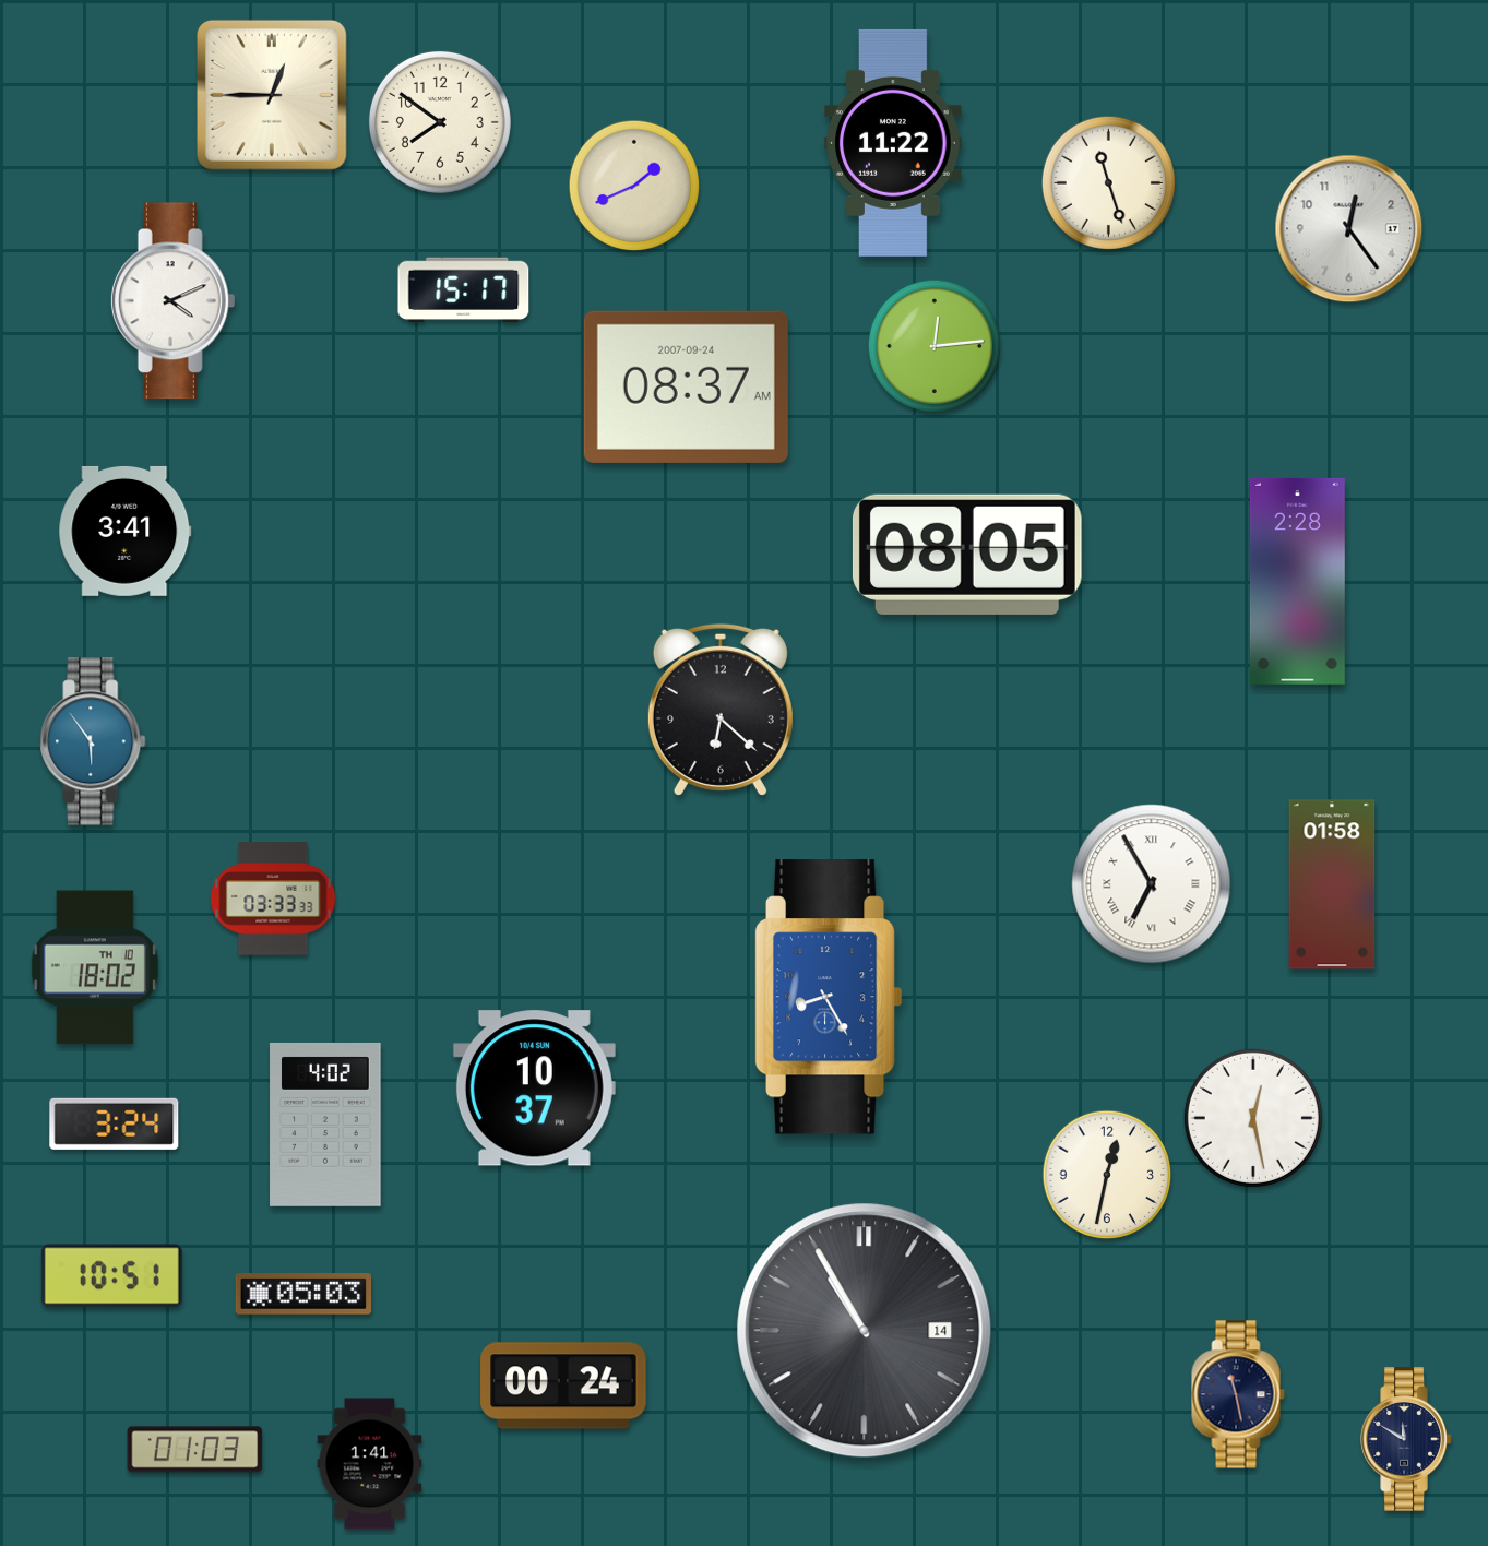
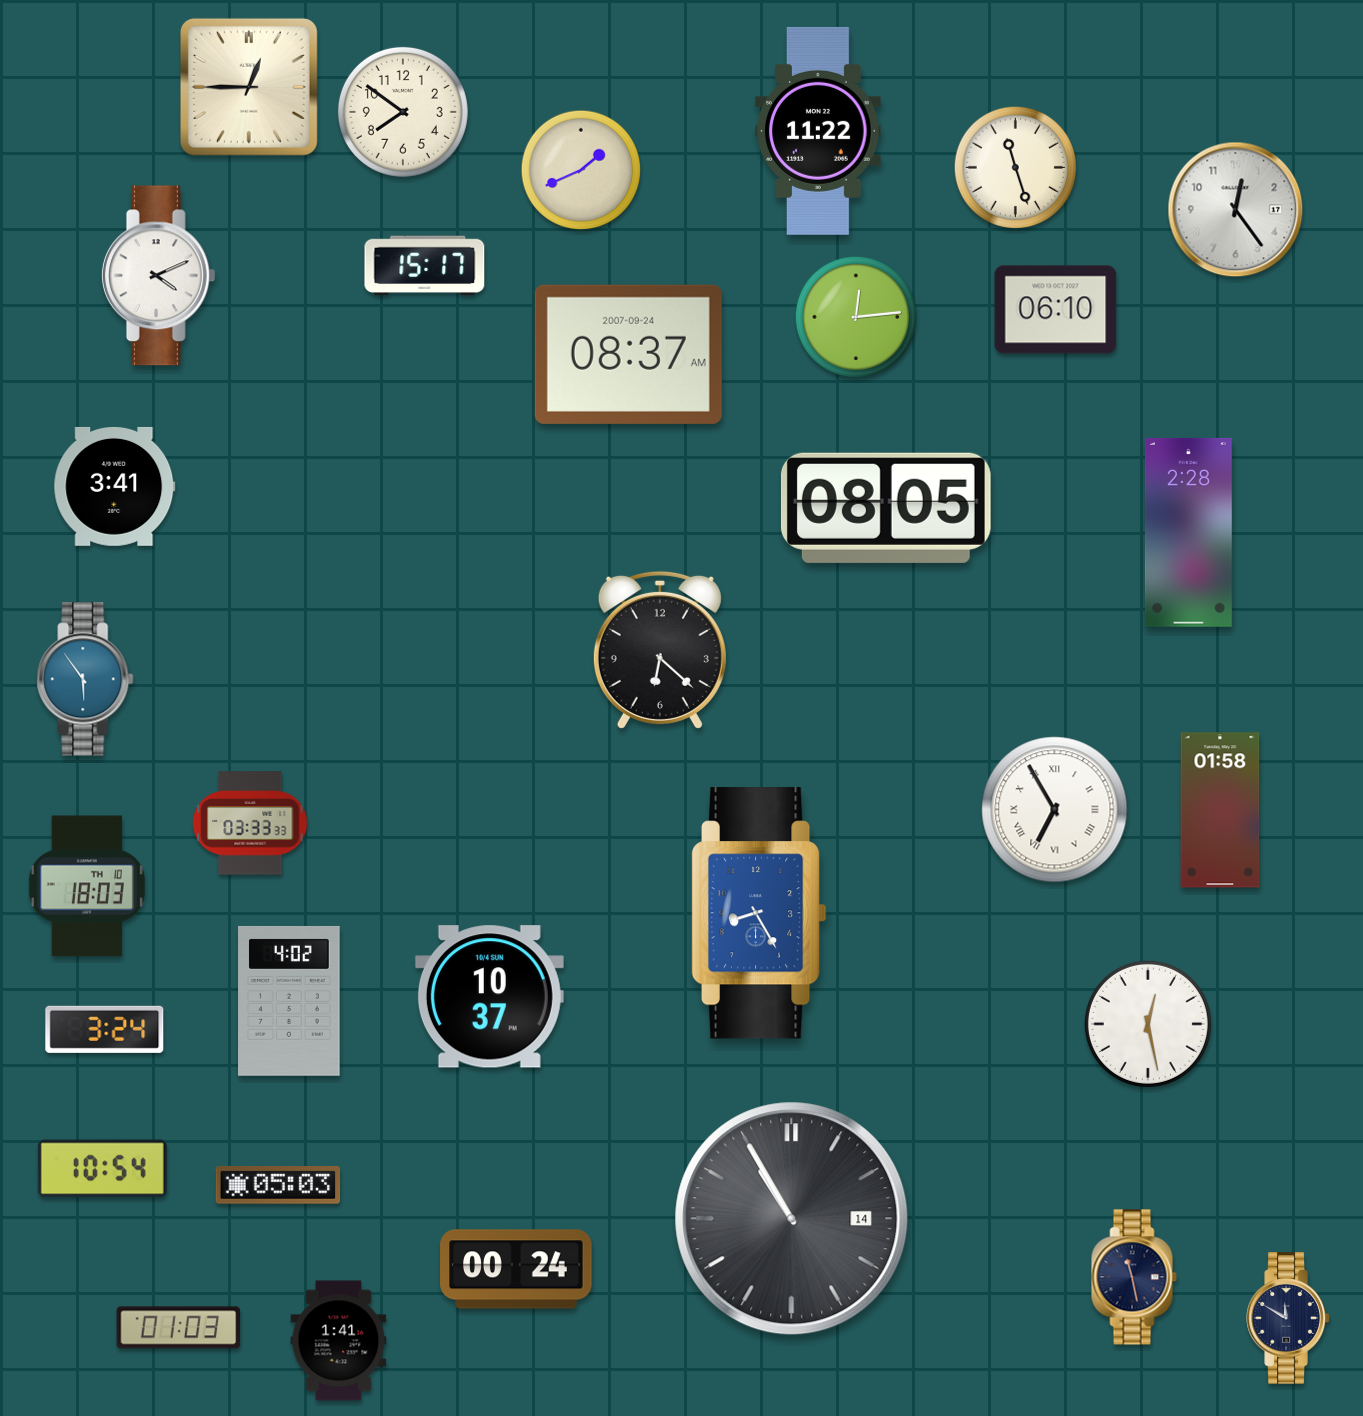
clock at (1056, 310): none -> 06:10
clock at (95, 967): 18:02 -> 18:03
clock at (325, 1125) position: (325, 1125) -> (289, 1001)
clock at (1107, 1175): 12:32 -> none
clock at (111, 1276): 10:51 -> 10:54
